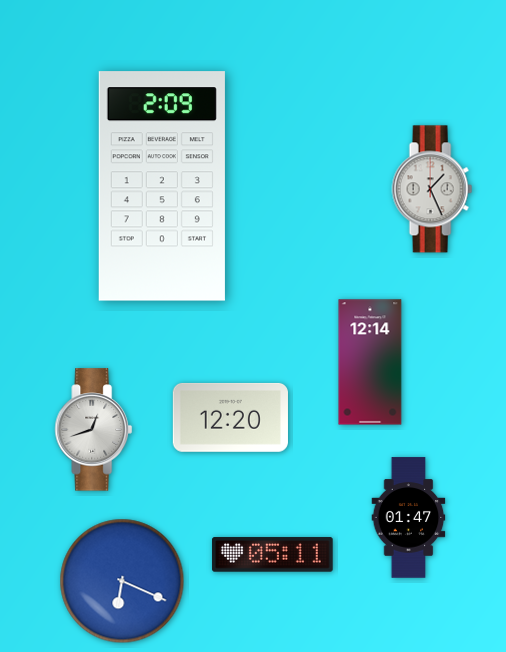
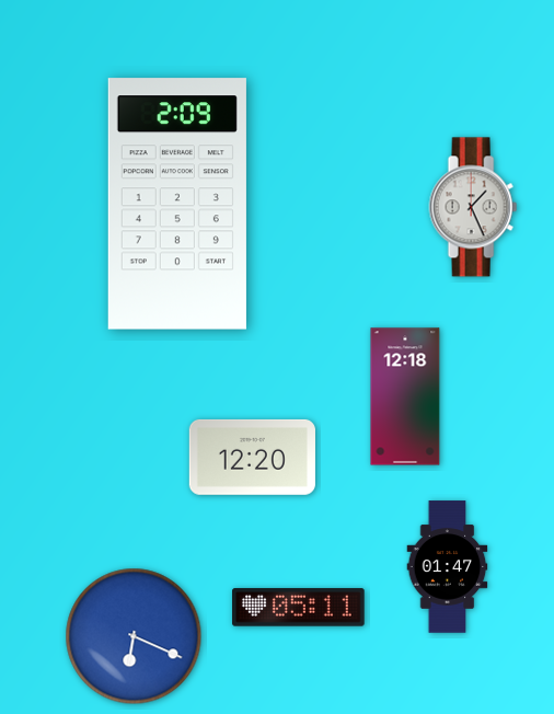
clock at (370, 362): 12:14 -> 12:18
clock at (94, 430): 12:42 -> none
